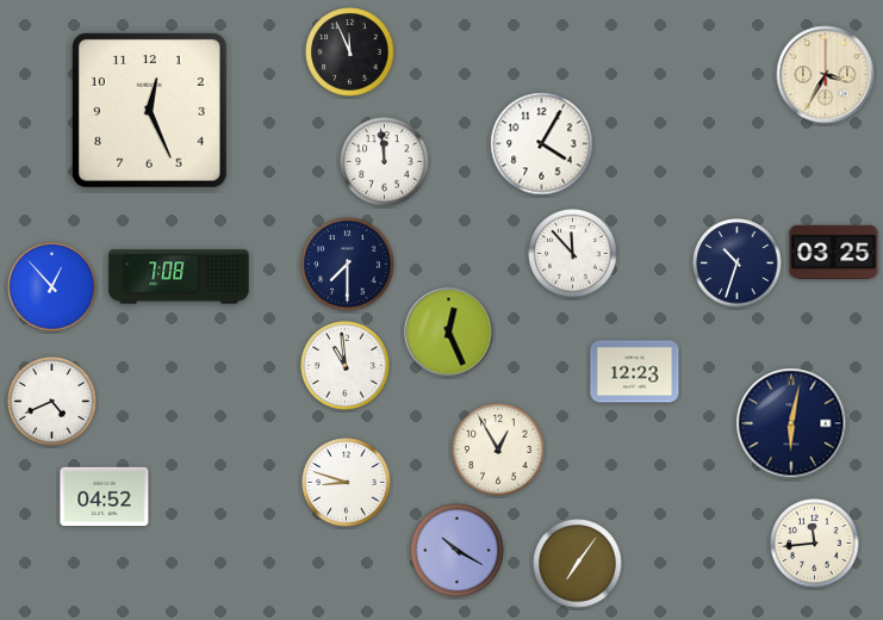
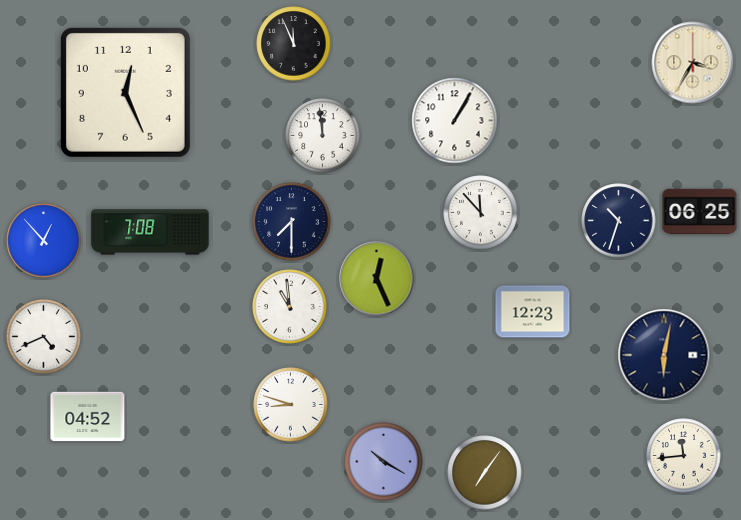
clock at (542, 144): 4:05 -> 1:05
clock at (834, 253): 03:25 -> 06:25
clock at (498, 449): 12:55 -> none
